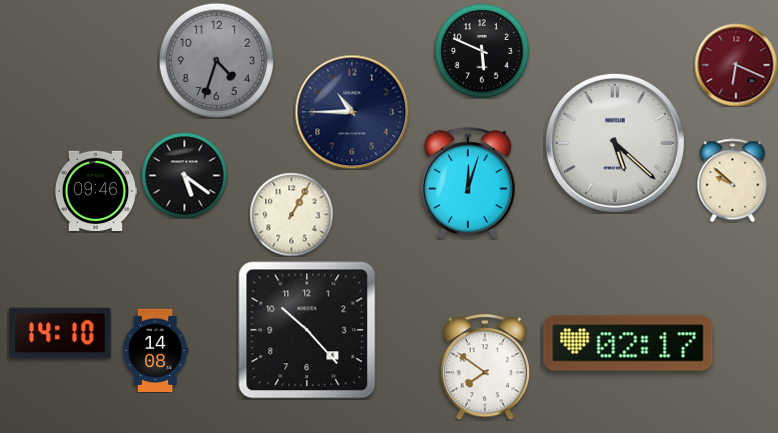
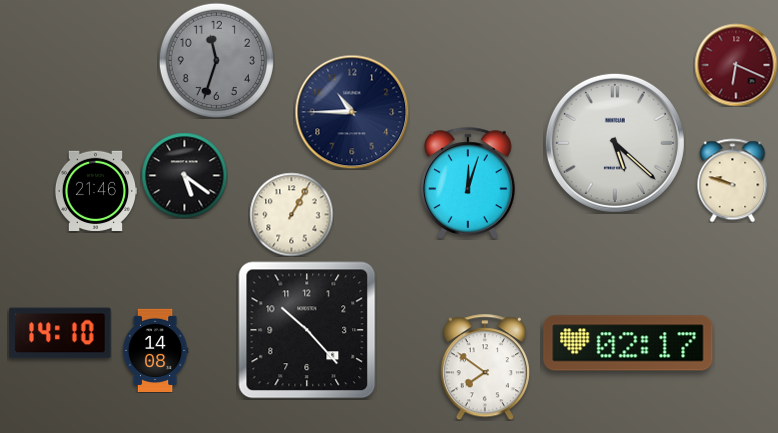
clock at (482, 51): 5:49 -> none
clock at (216, 60): 4:33 -> 11:33
clock at (733, 180): 9:52 -> 9:48
clock at (95, 191): 09:46 -> 21:46
